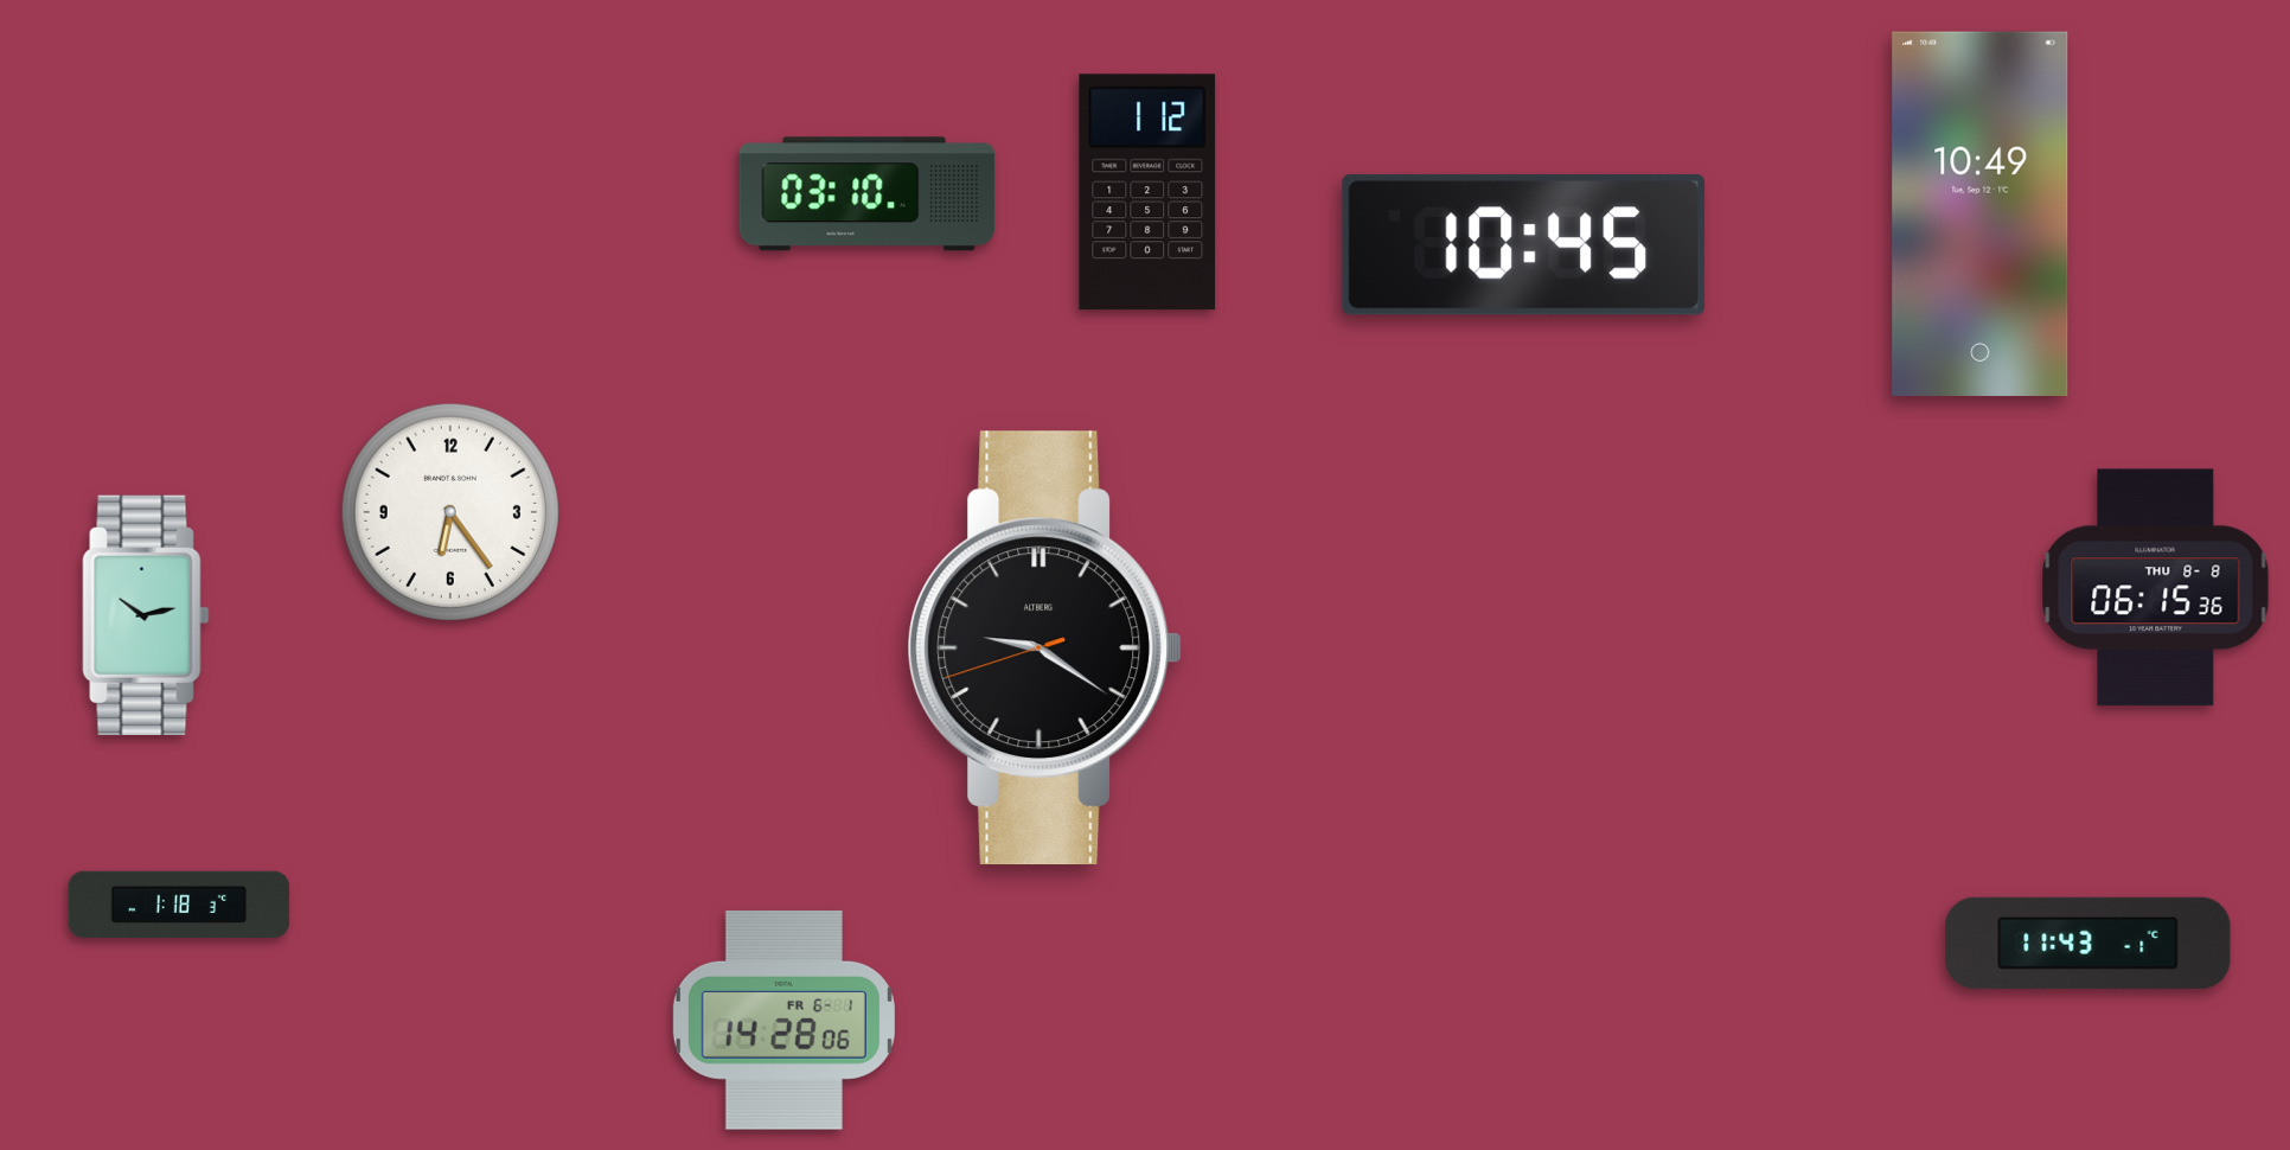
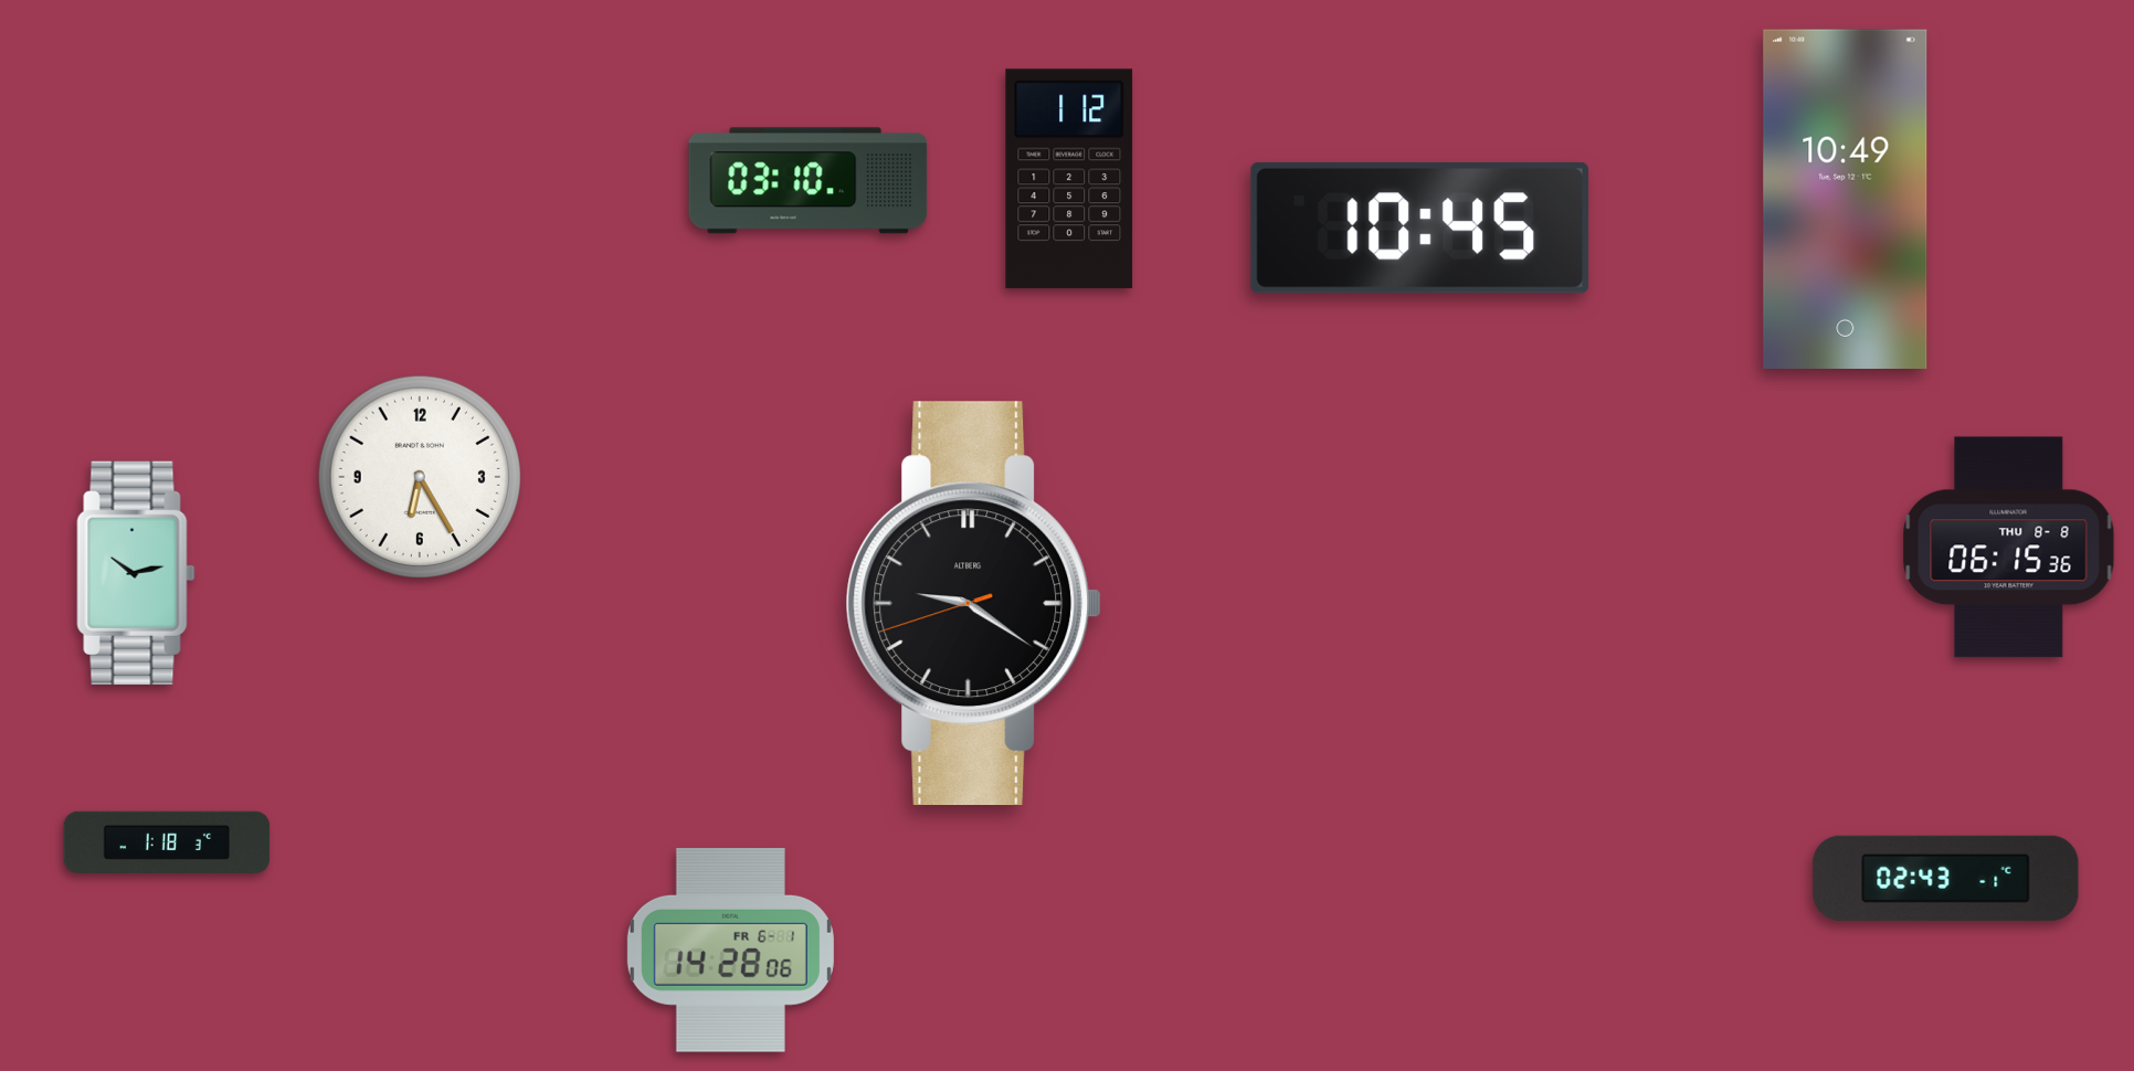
clock at (450, 512): 6:24 -> 6:25
clock at (2088, 943): 11:43 -> 02:43
